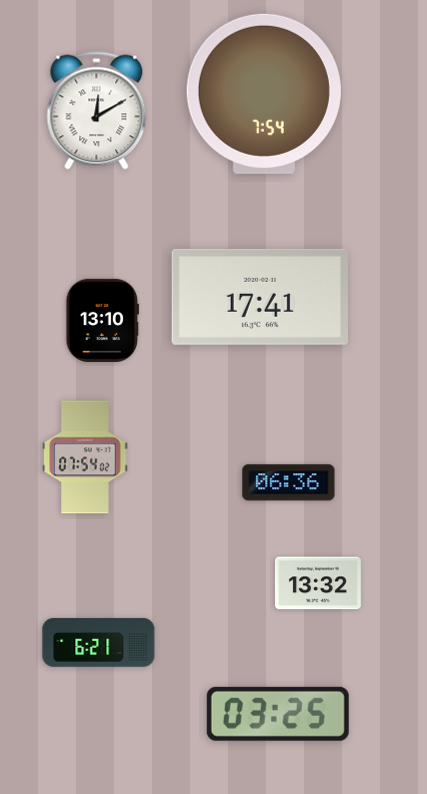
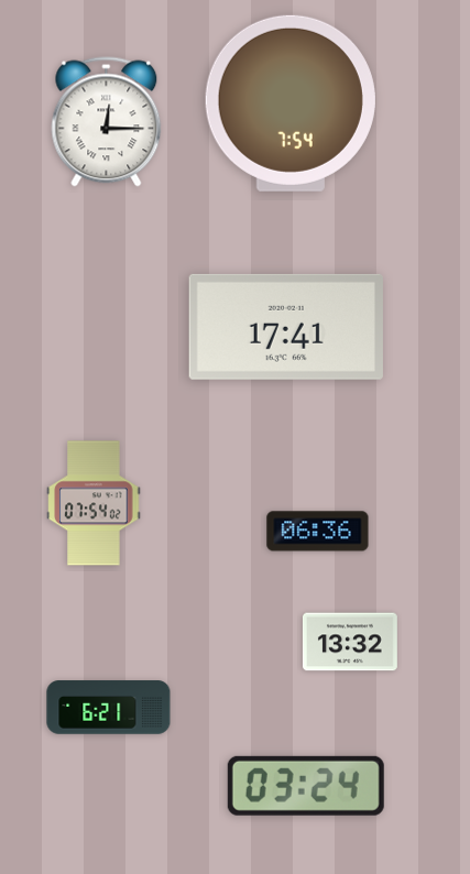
clock at (97, 111): 12:10 -> 12:15
clock at (103, 320): 13:10 -> none
clock at (278, 714): 03:25 -> 03:24
